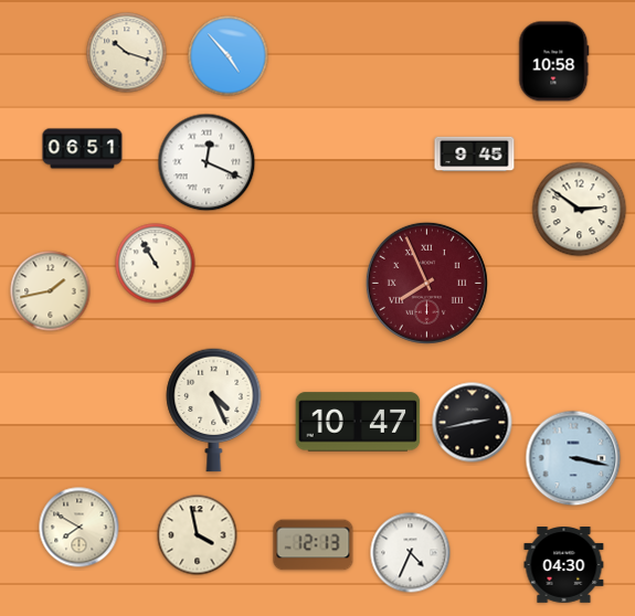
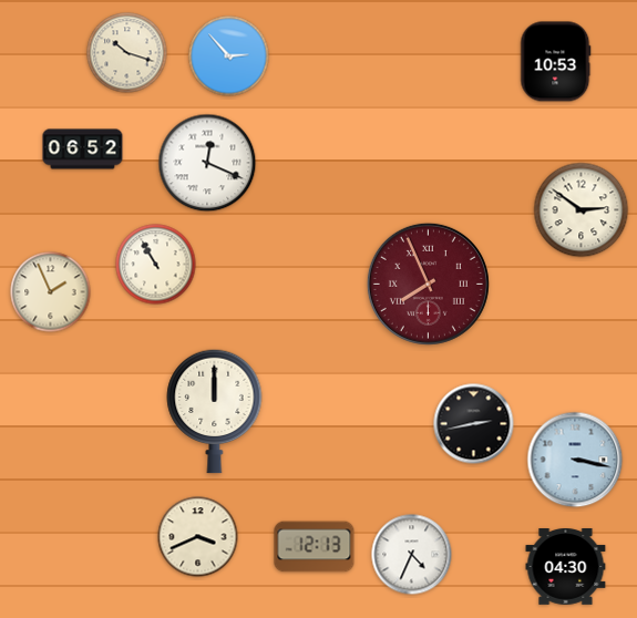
clock at (229, 56): 4:53 -> 2:53
clock at (554, 62): 10:58 -> 10:53
clock at (83, 149): 06:51 -> 06:52
clock at (475, 155): 9:45 -> none
clock at (51, 291): 1:43 -> 1:56
clock at (214, 410): 4:26 -> 12:00
clock at (358, 422): 10:47 -> none
clock at (80, 528): 7:50 -> none
clock at (198, 535): 3:58 -> 3:41
